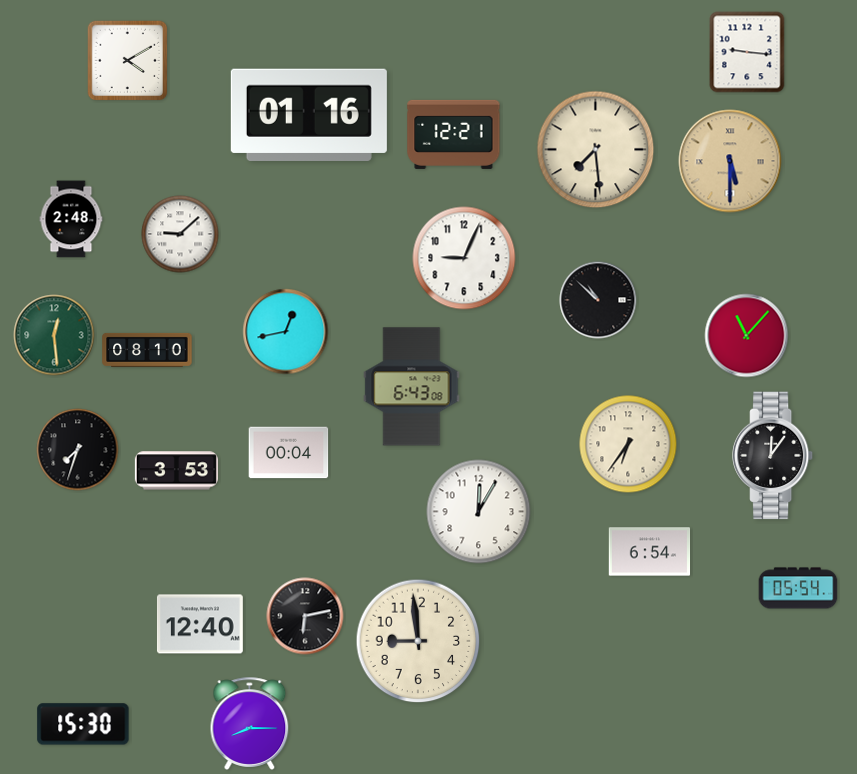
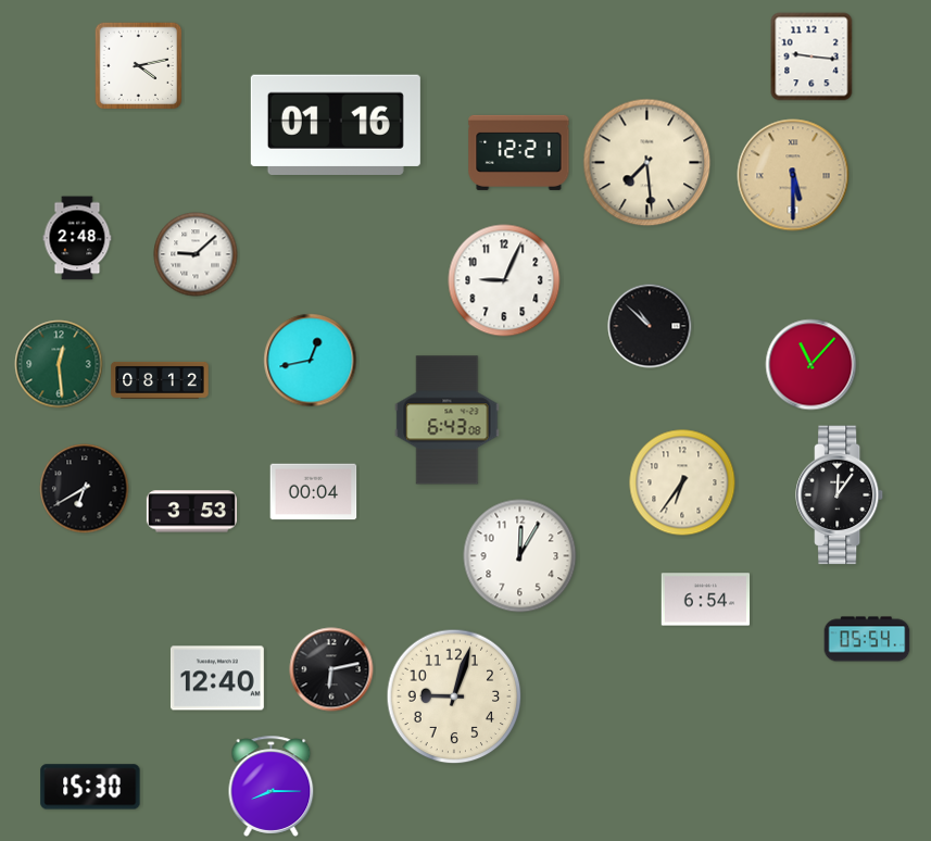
clock at (128, 61): 4:10 -> 4:13
clock at (454, 134) position: (454, 134) -> (519, 152)
clock at (147, 350): 08:10 -> 08:12
clock at (78, 450): 7:33 -> 6:40
clock at (418, 641): 8:59 -> 9:03
